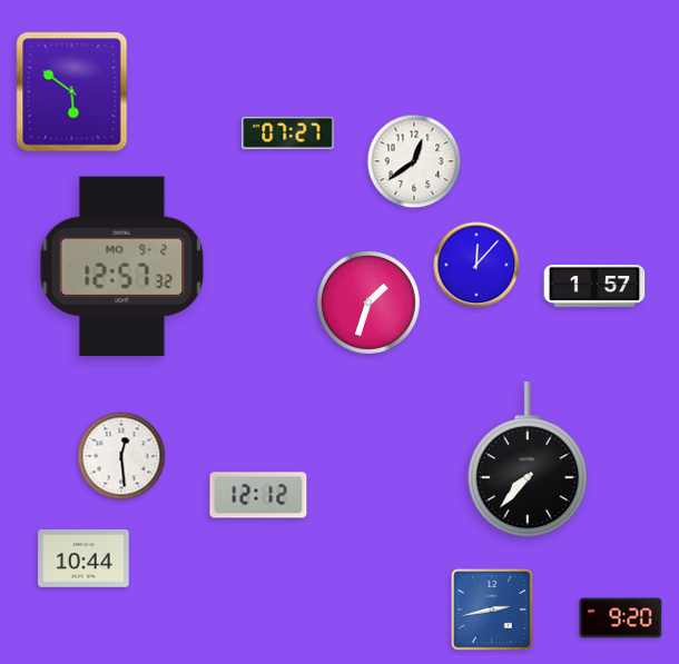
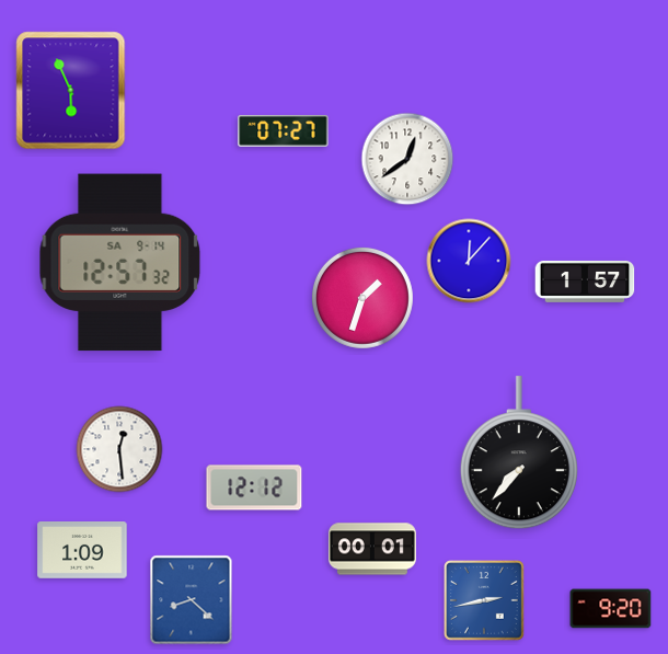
clock at (72, 92): 5:51 -> 5:56
clock at (122, 267) date: MO 9-2 -> SA 9-14
clock at (372, 549): none -> 00:01
clock at (83, 559): 10:44 -> 1:09
clock at (192, 600): none -> 8:22
